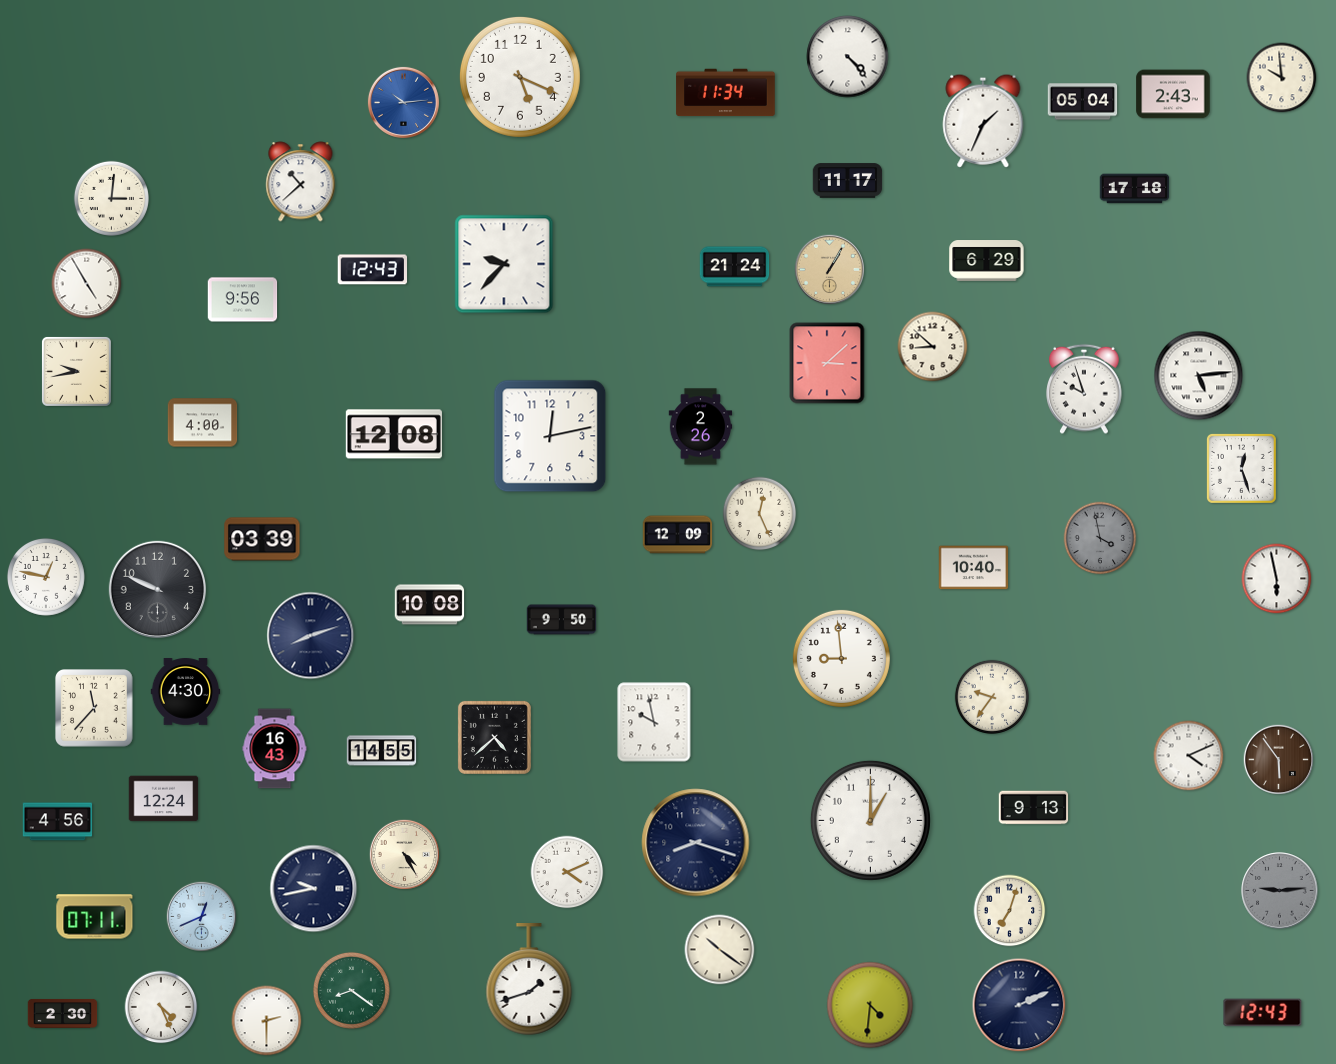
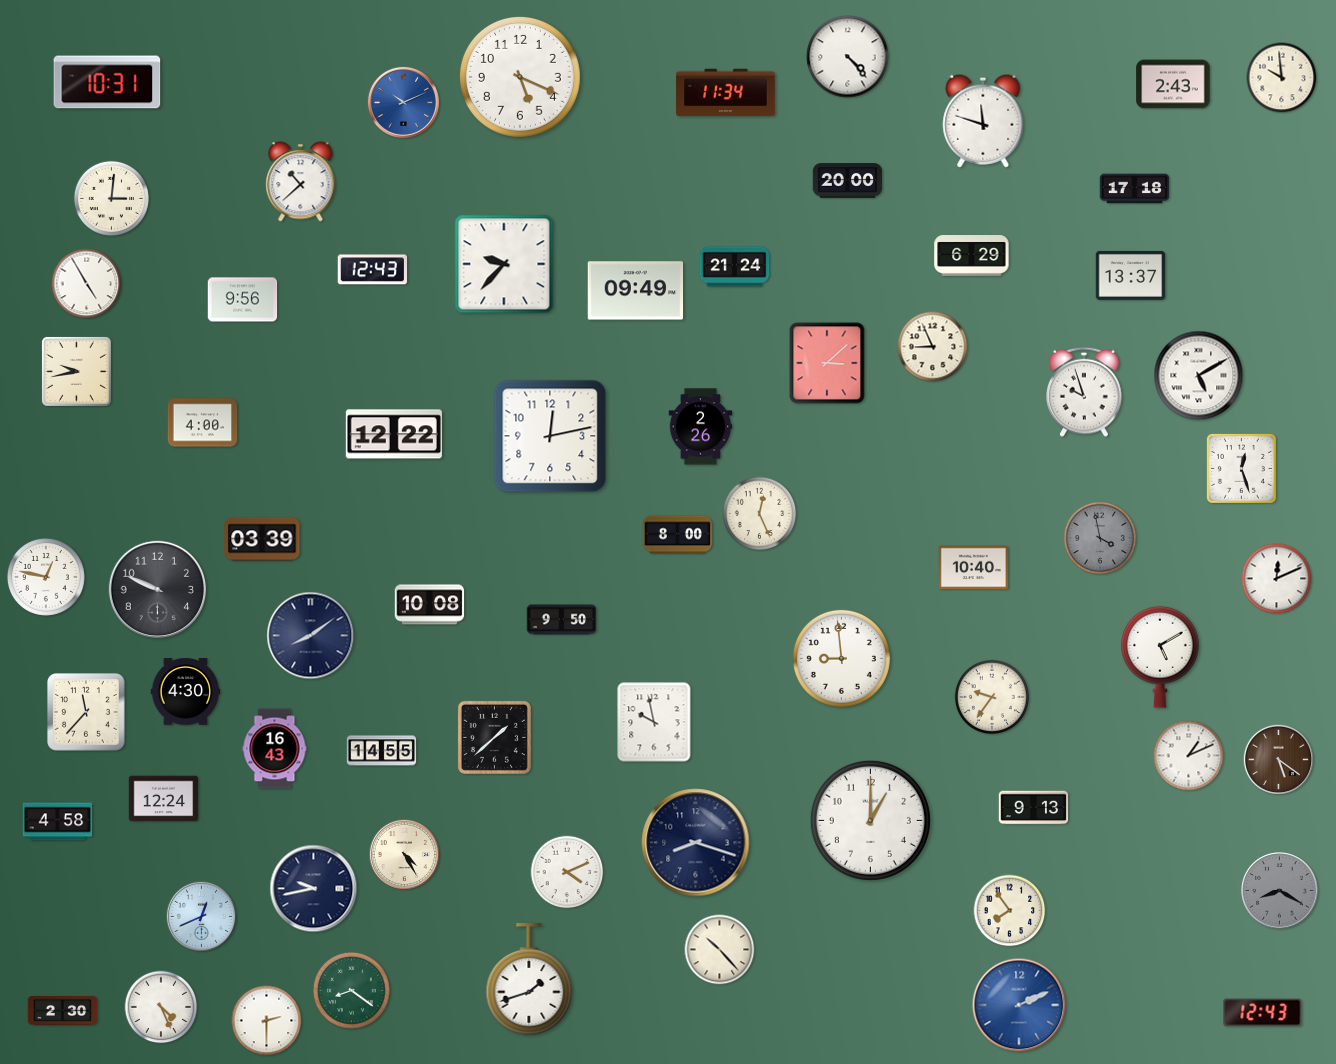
clock at (107, 82): none -> 10:31
clock at (1173, 94) position: (1173, 94) -> (1173, 84)
clock at (403, 102): 10:14 -> 10:11
clock at (1083, 102): 05:04 -> none
clock at (983, 121): 1:34 -> 11:48
clock at (848, 181): 11:17 -> 20:00
clock at (987, 261) position: (987, 261) -> (972, 256)
clock at (829, 269): 1:05 -> none
clock at (1131, 275): none -> 13:37
clock at (636, 291): none -> 09:49
clock at (933, 347): 8:52 -> 8:56
clock at (1199, 376): 5:14 -> 5:10
clock at (1084, 389) position: (1084, 389) -> (1084, 392)
clock at (394, 434): 12:08 -> 12:22
clock at (678, 535): 12:09 -> 8:00
clock at (1277, 579): 5:58 -> 12:11
clock at (311, 636): 8:12 -> 8:09
clock at (1160, 657): none -> 5:10
clock at (95, 709) position: (95, 709) -> (87, 713)
clock at (494, 737): 4:38 -> 1:38
clock at (1189, 756): 4:11 -> 1:11
clock at (1278, 759): 5:54 -> 5:21
clock at (58, 822): 4:56 -> 4:58
clock at (1280, 891): 9:14 -> 8:20
clock at (1010, 911): 7:03 -> 7:54
clock at (95, 917): 07:11 -> none
clock at (720, 950): 10:21 -> 10:23
clock at (870, 1005): 4:31 -> none
clock at (1019, 1005) dial: navy -> blue
clock at (63, 1013) position: (63, 1013) -> (63, 1010)
